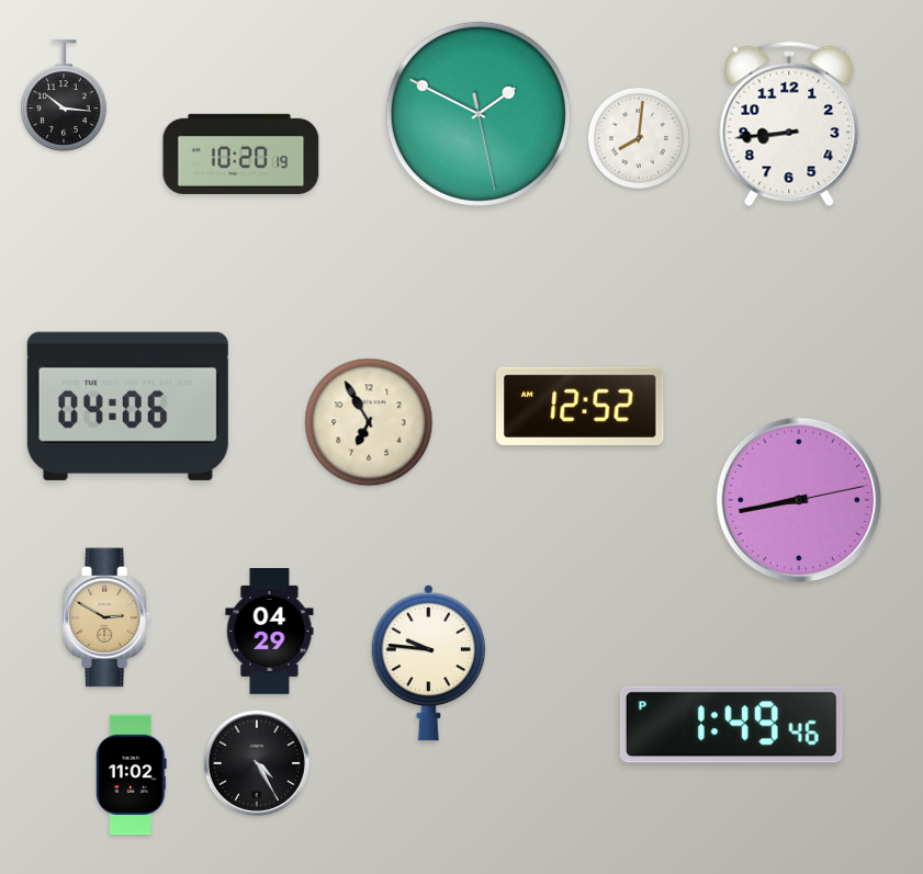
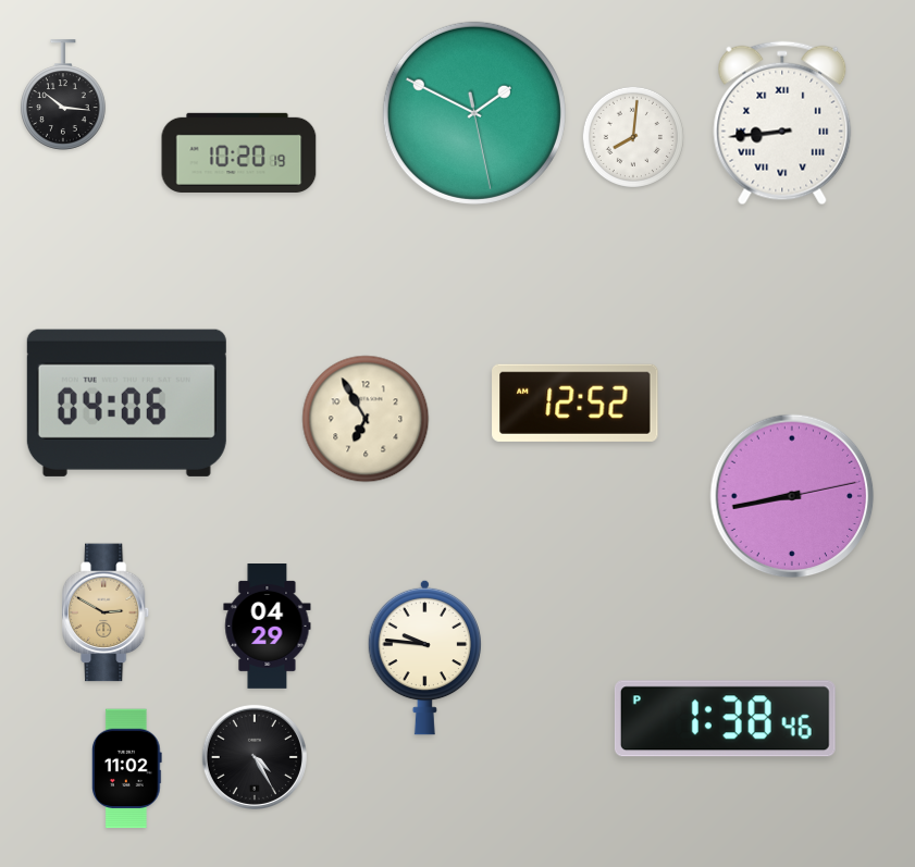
clock at (789, 124) numerals: Arabic -> Roman
clock at (731, 725): 1:49 -> 1:38
clock at (132, 775) position: (132, 775) -> (127, 769)
